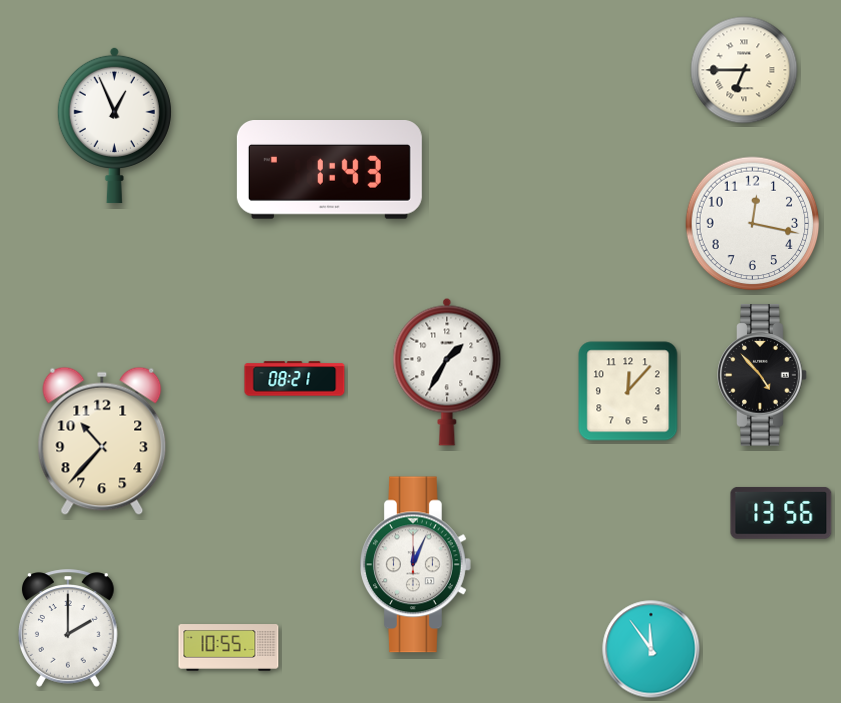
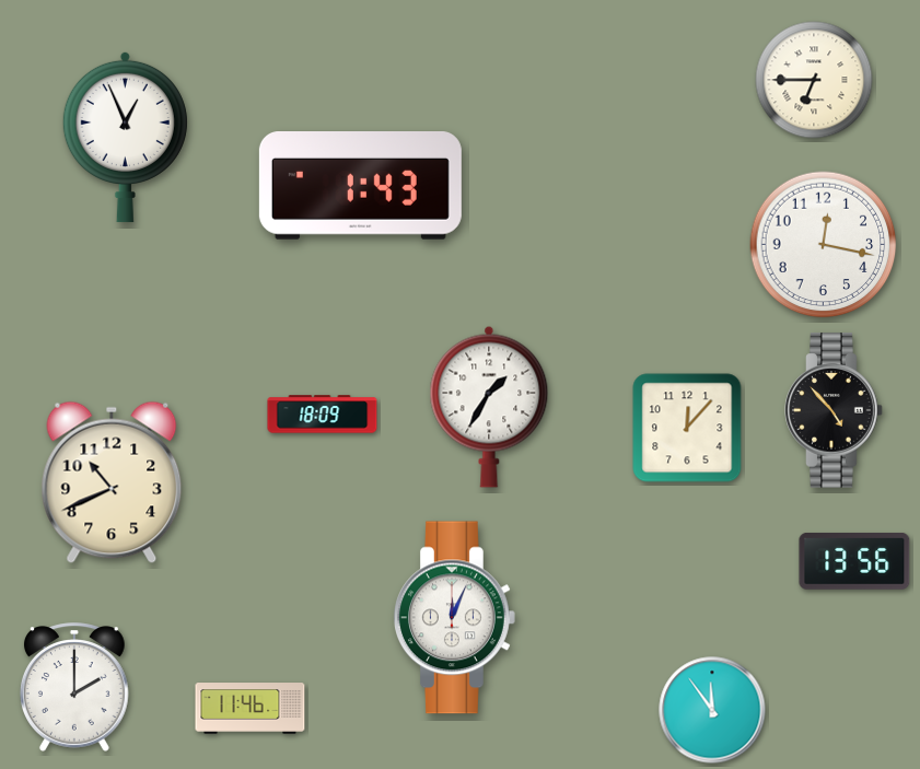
clock at (744, 70) position: (744, 70) -> (814, 80)
clock at (295, 379): 08:21 -> 18:09
clock at (102, 441): 10:37 -> 10:41
clock at (229, 648): 10:55 -> 11:46
